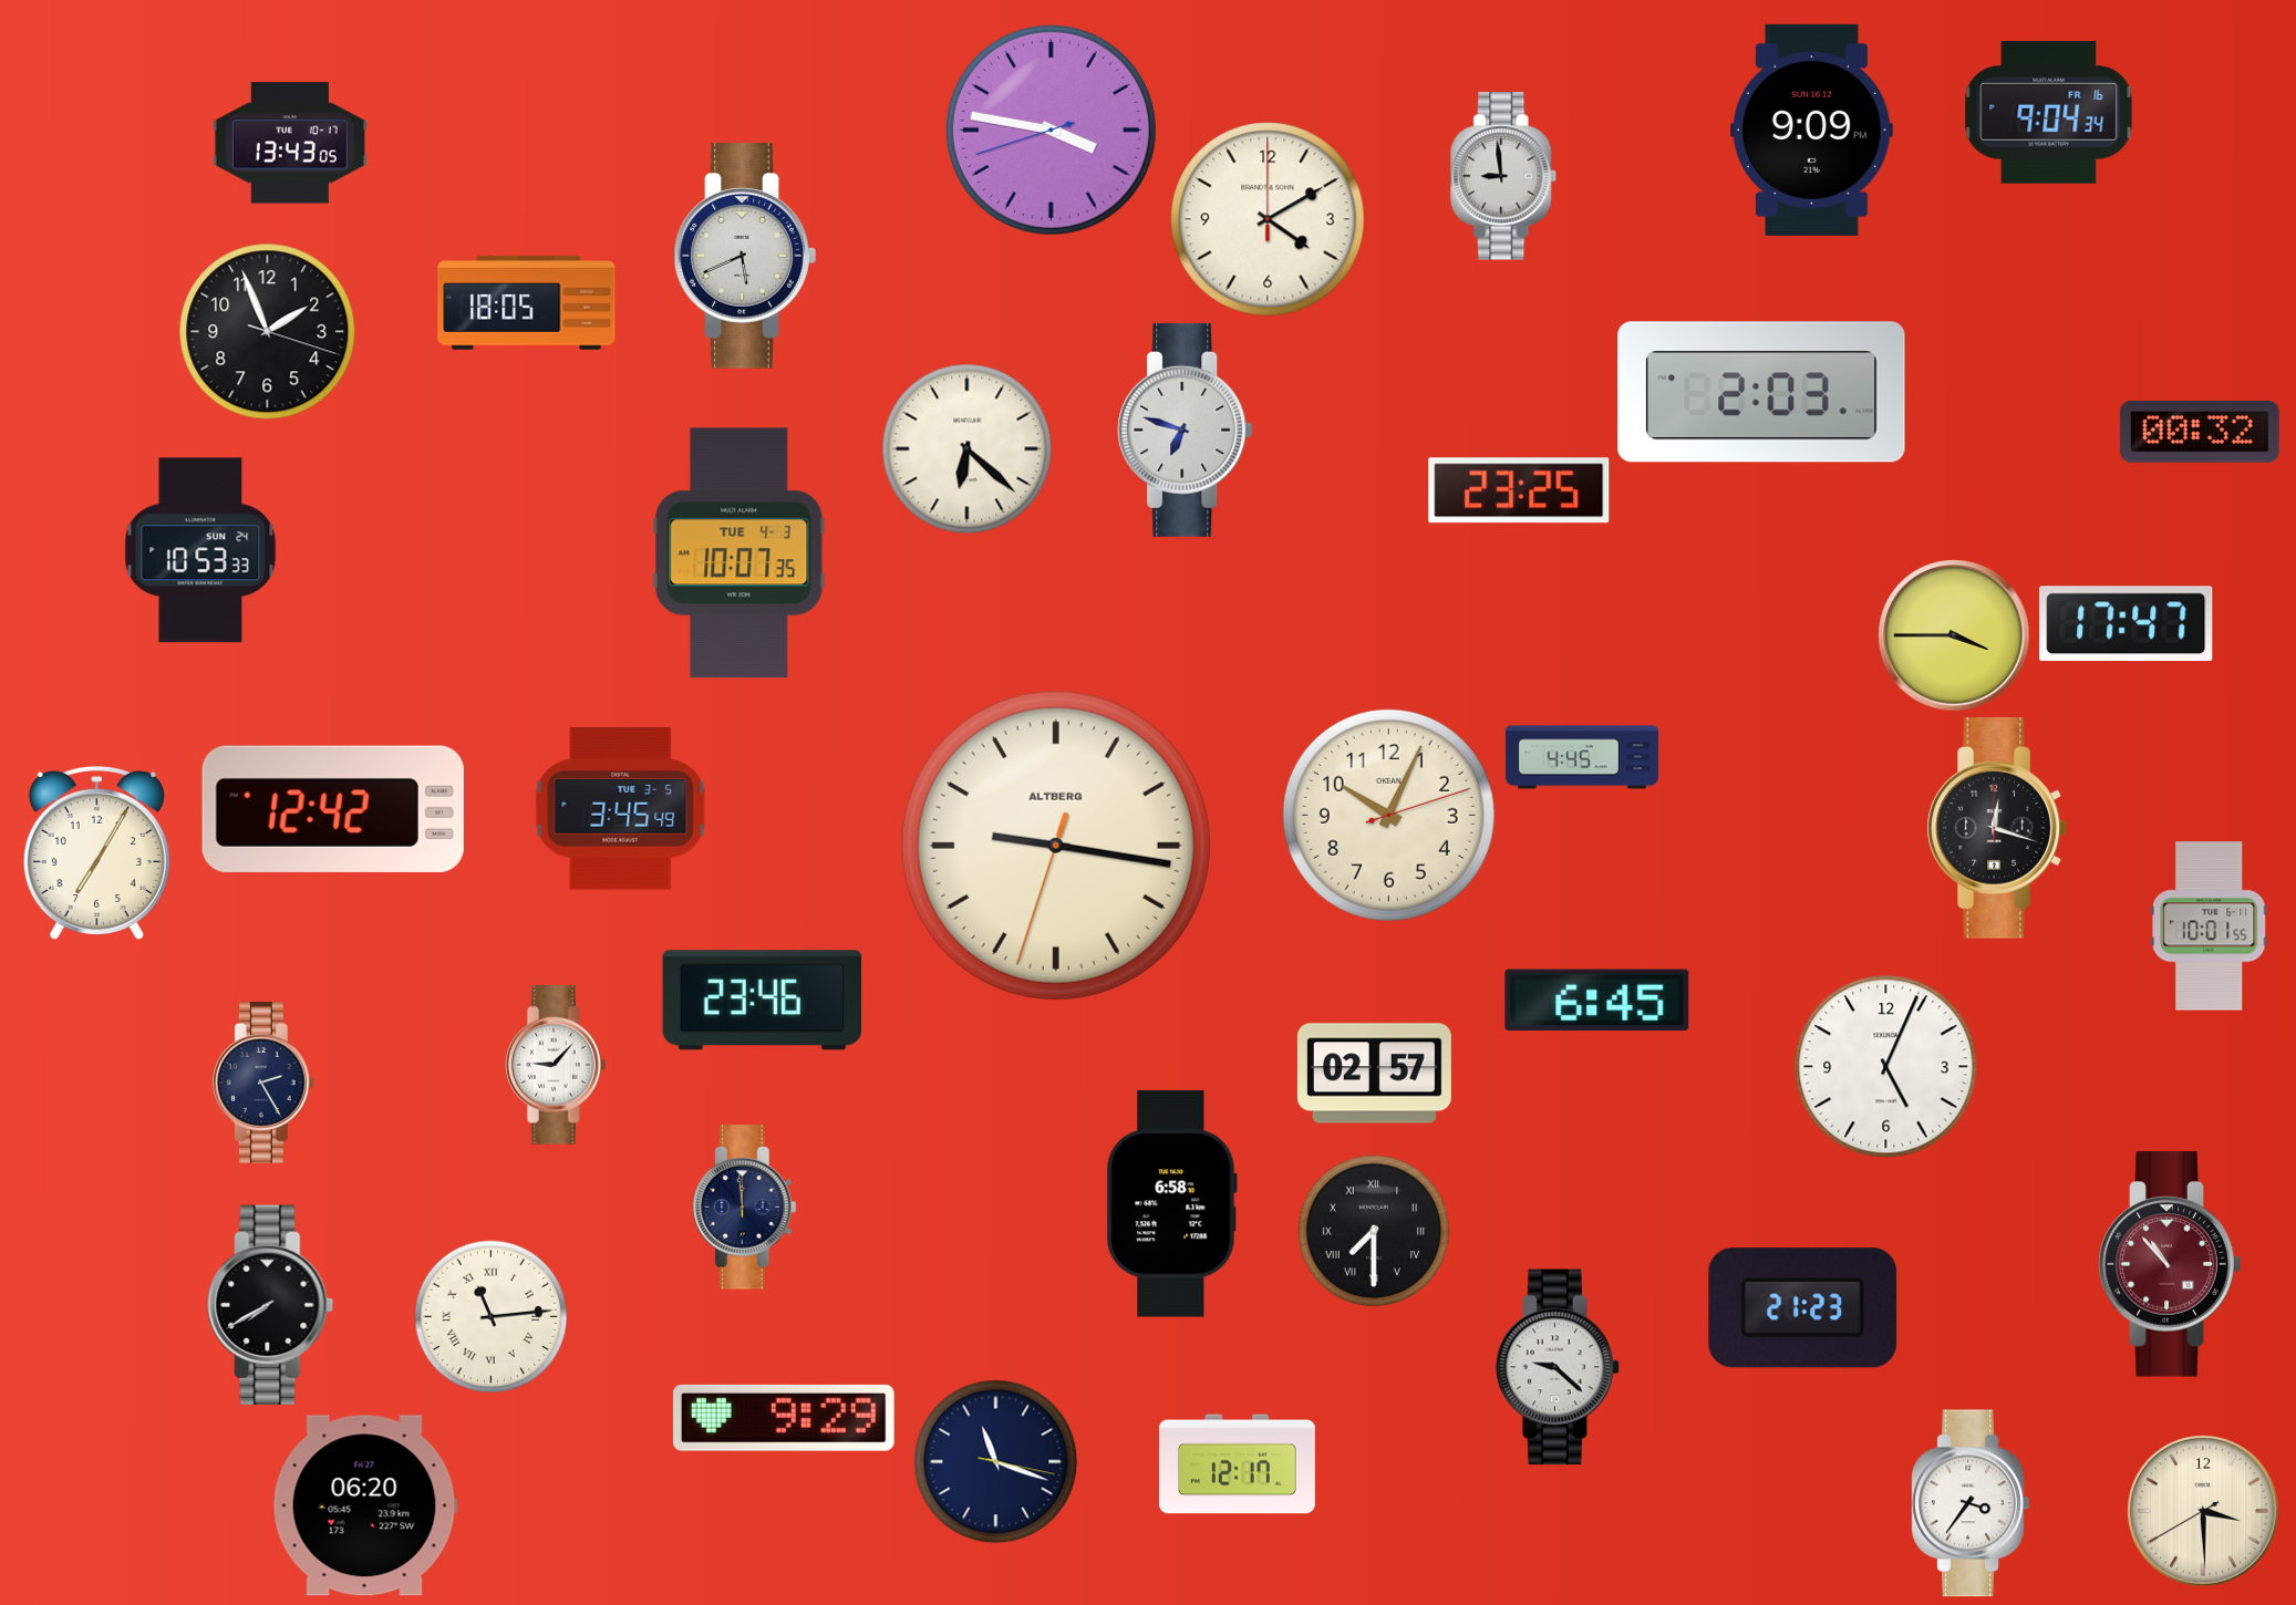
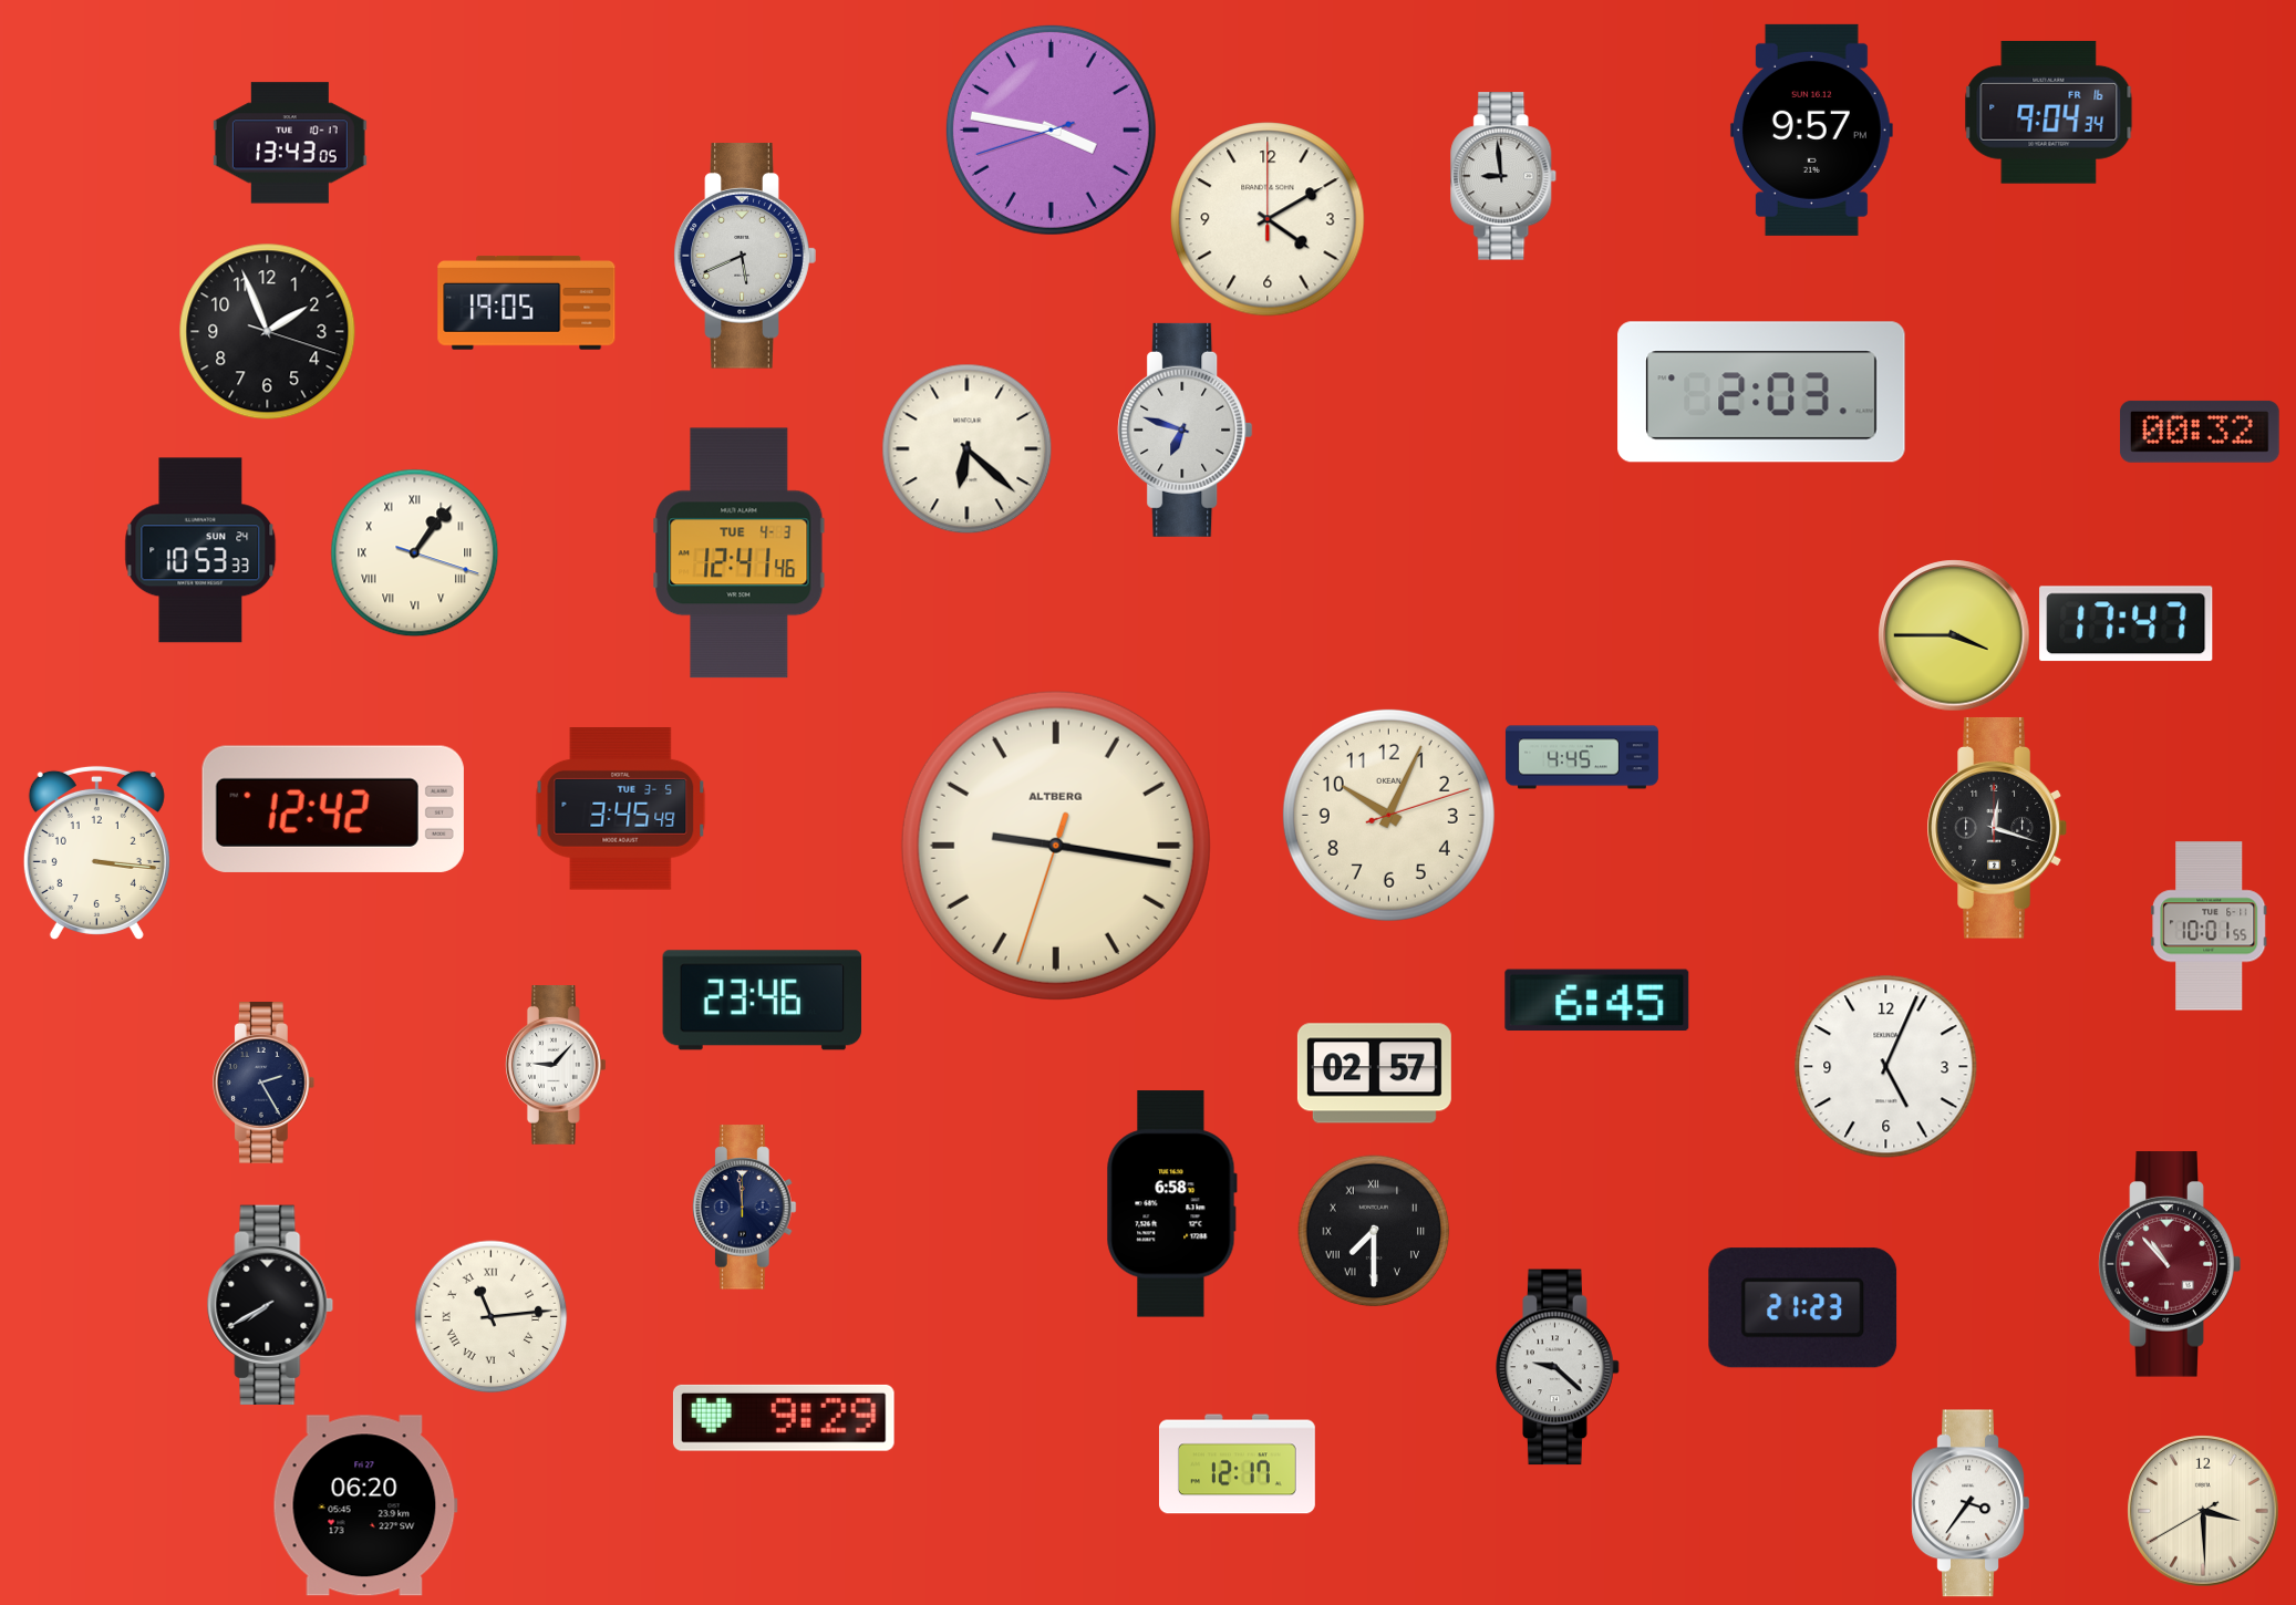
clock at (1811, 130): 9:09 -> 9:57
clock at (527, 303): 18:05 -> 19:05
clock at (1519, 490): 23:25 -> none
clock at (415, 553): none -> 1:06
clock at (740, 553): 10:07 -> 12:41
clock at (96, 852): 7:05 -> 3:16
clock at (996, 1462): 11:18 -> none
